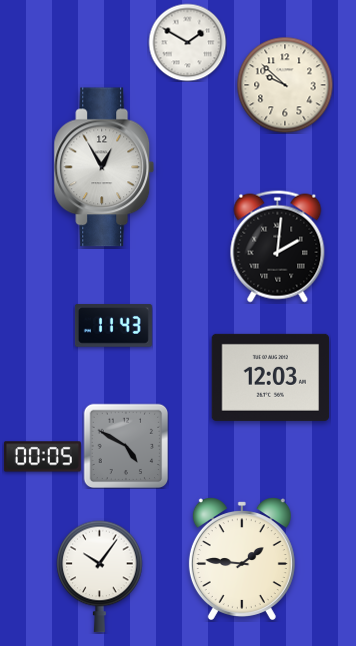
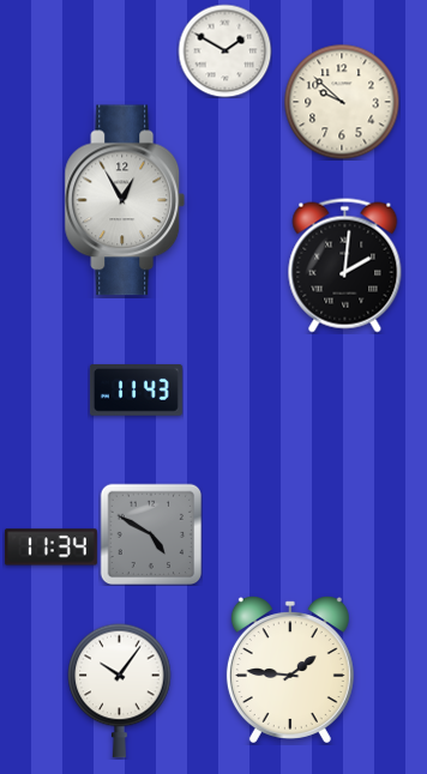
clock at (278, 247) position: (278, 247) -> (345, 266)
clock at (271, 377): 12:03 -> none
clock at (42, 457): 00:05 -> 11:34
